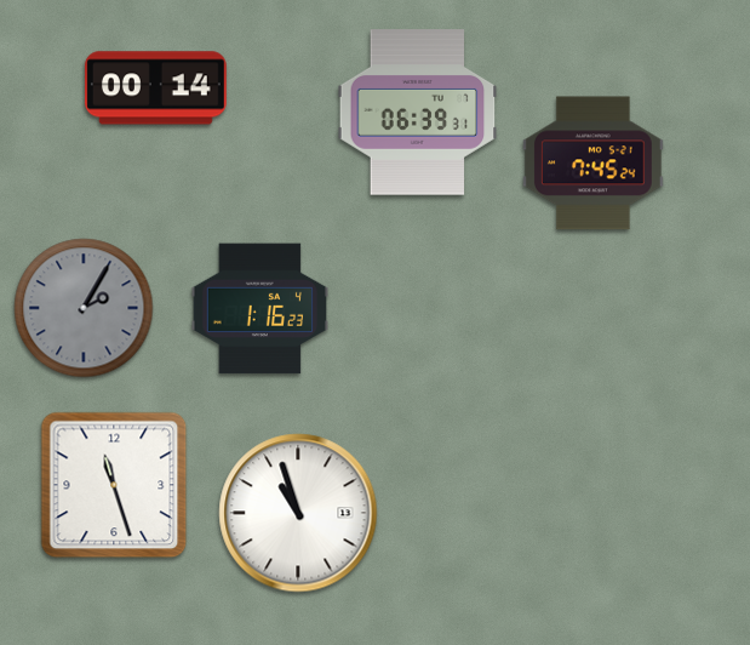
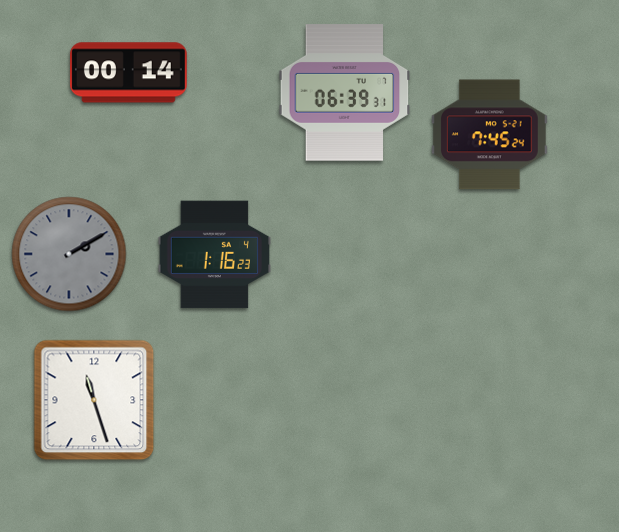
clock at (84, 308): 2:05 -> 2:10
clock at (298, 513): 10:57 -> none
